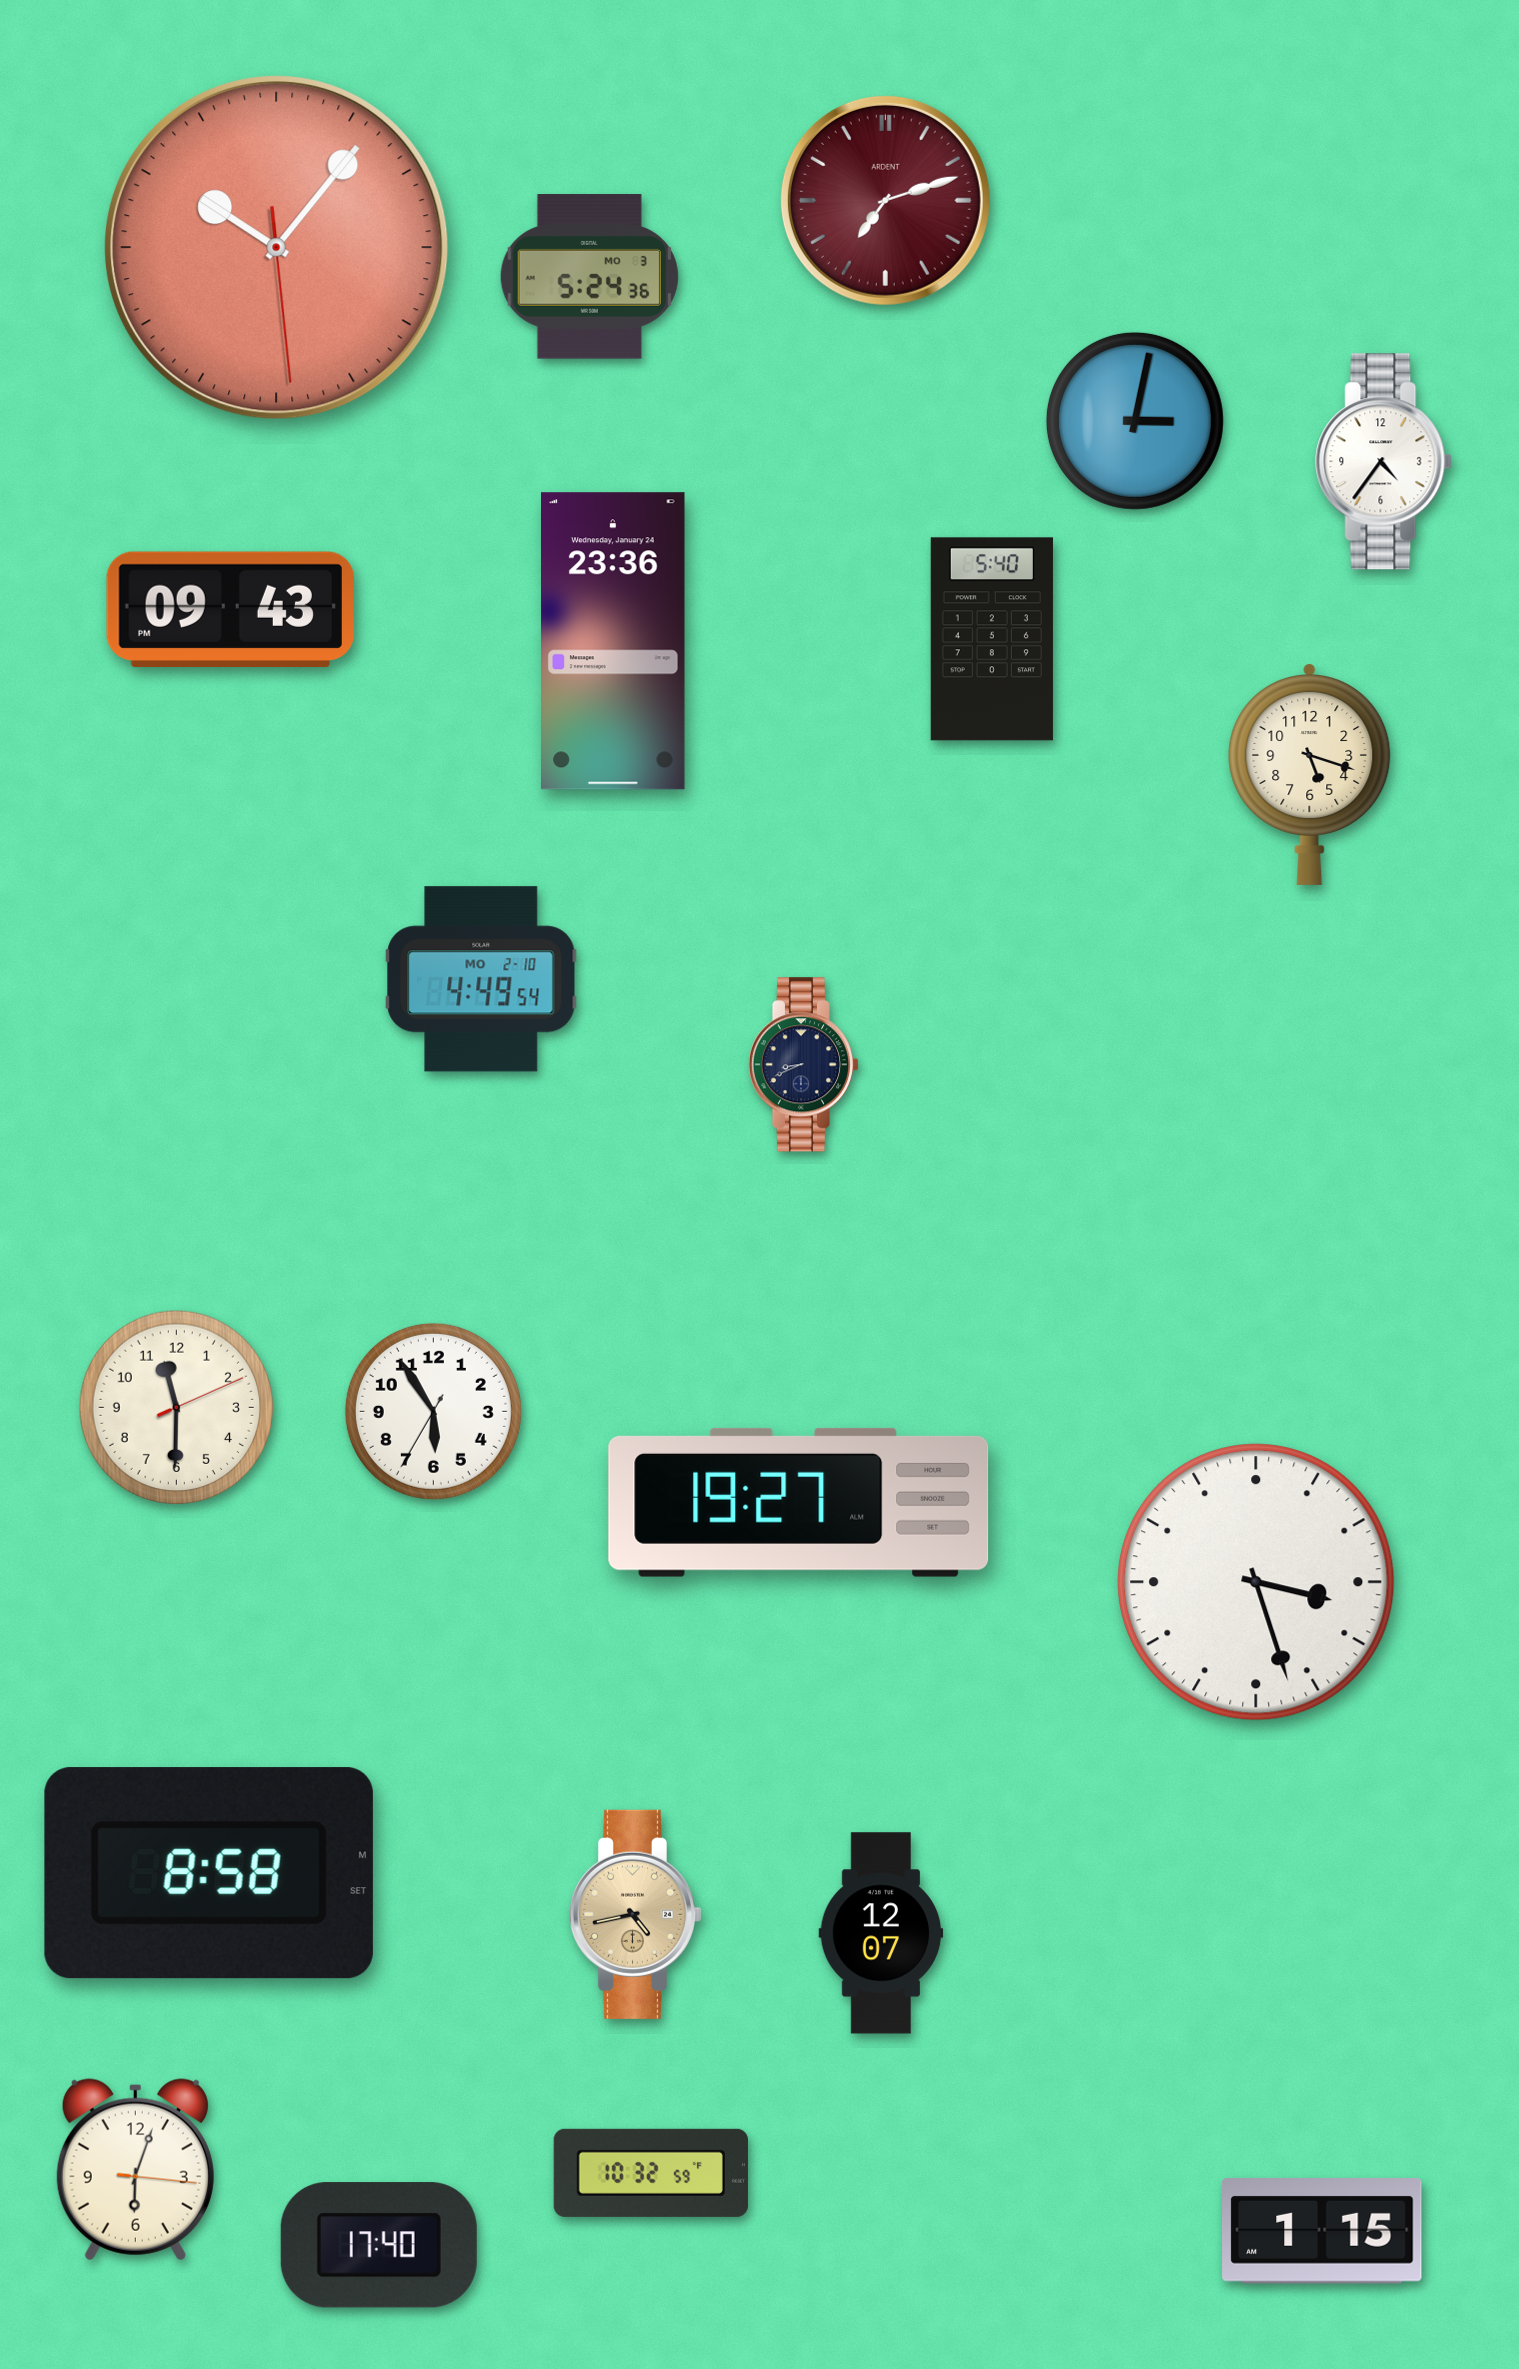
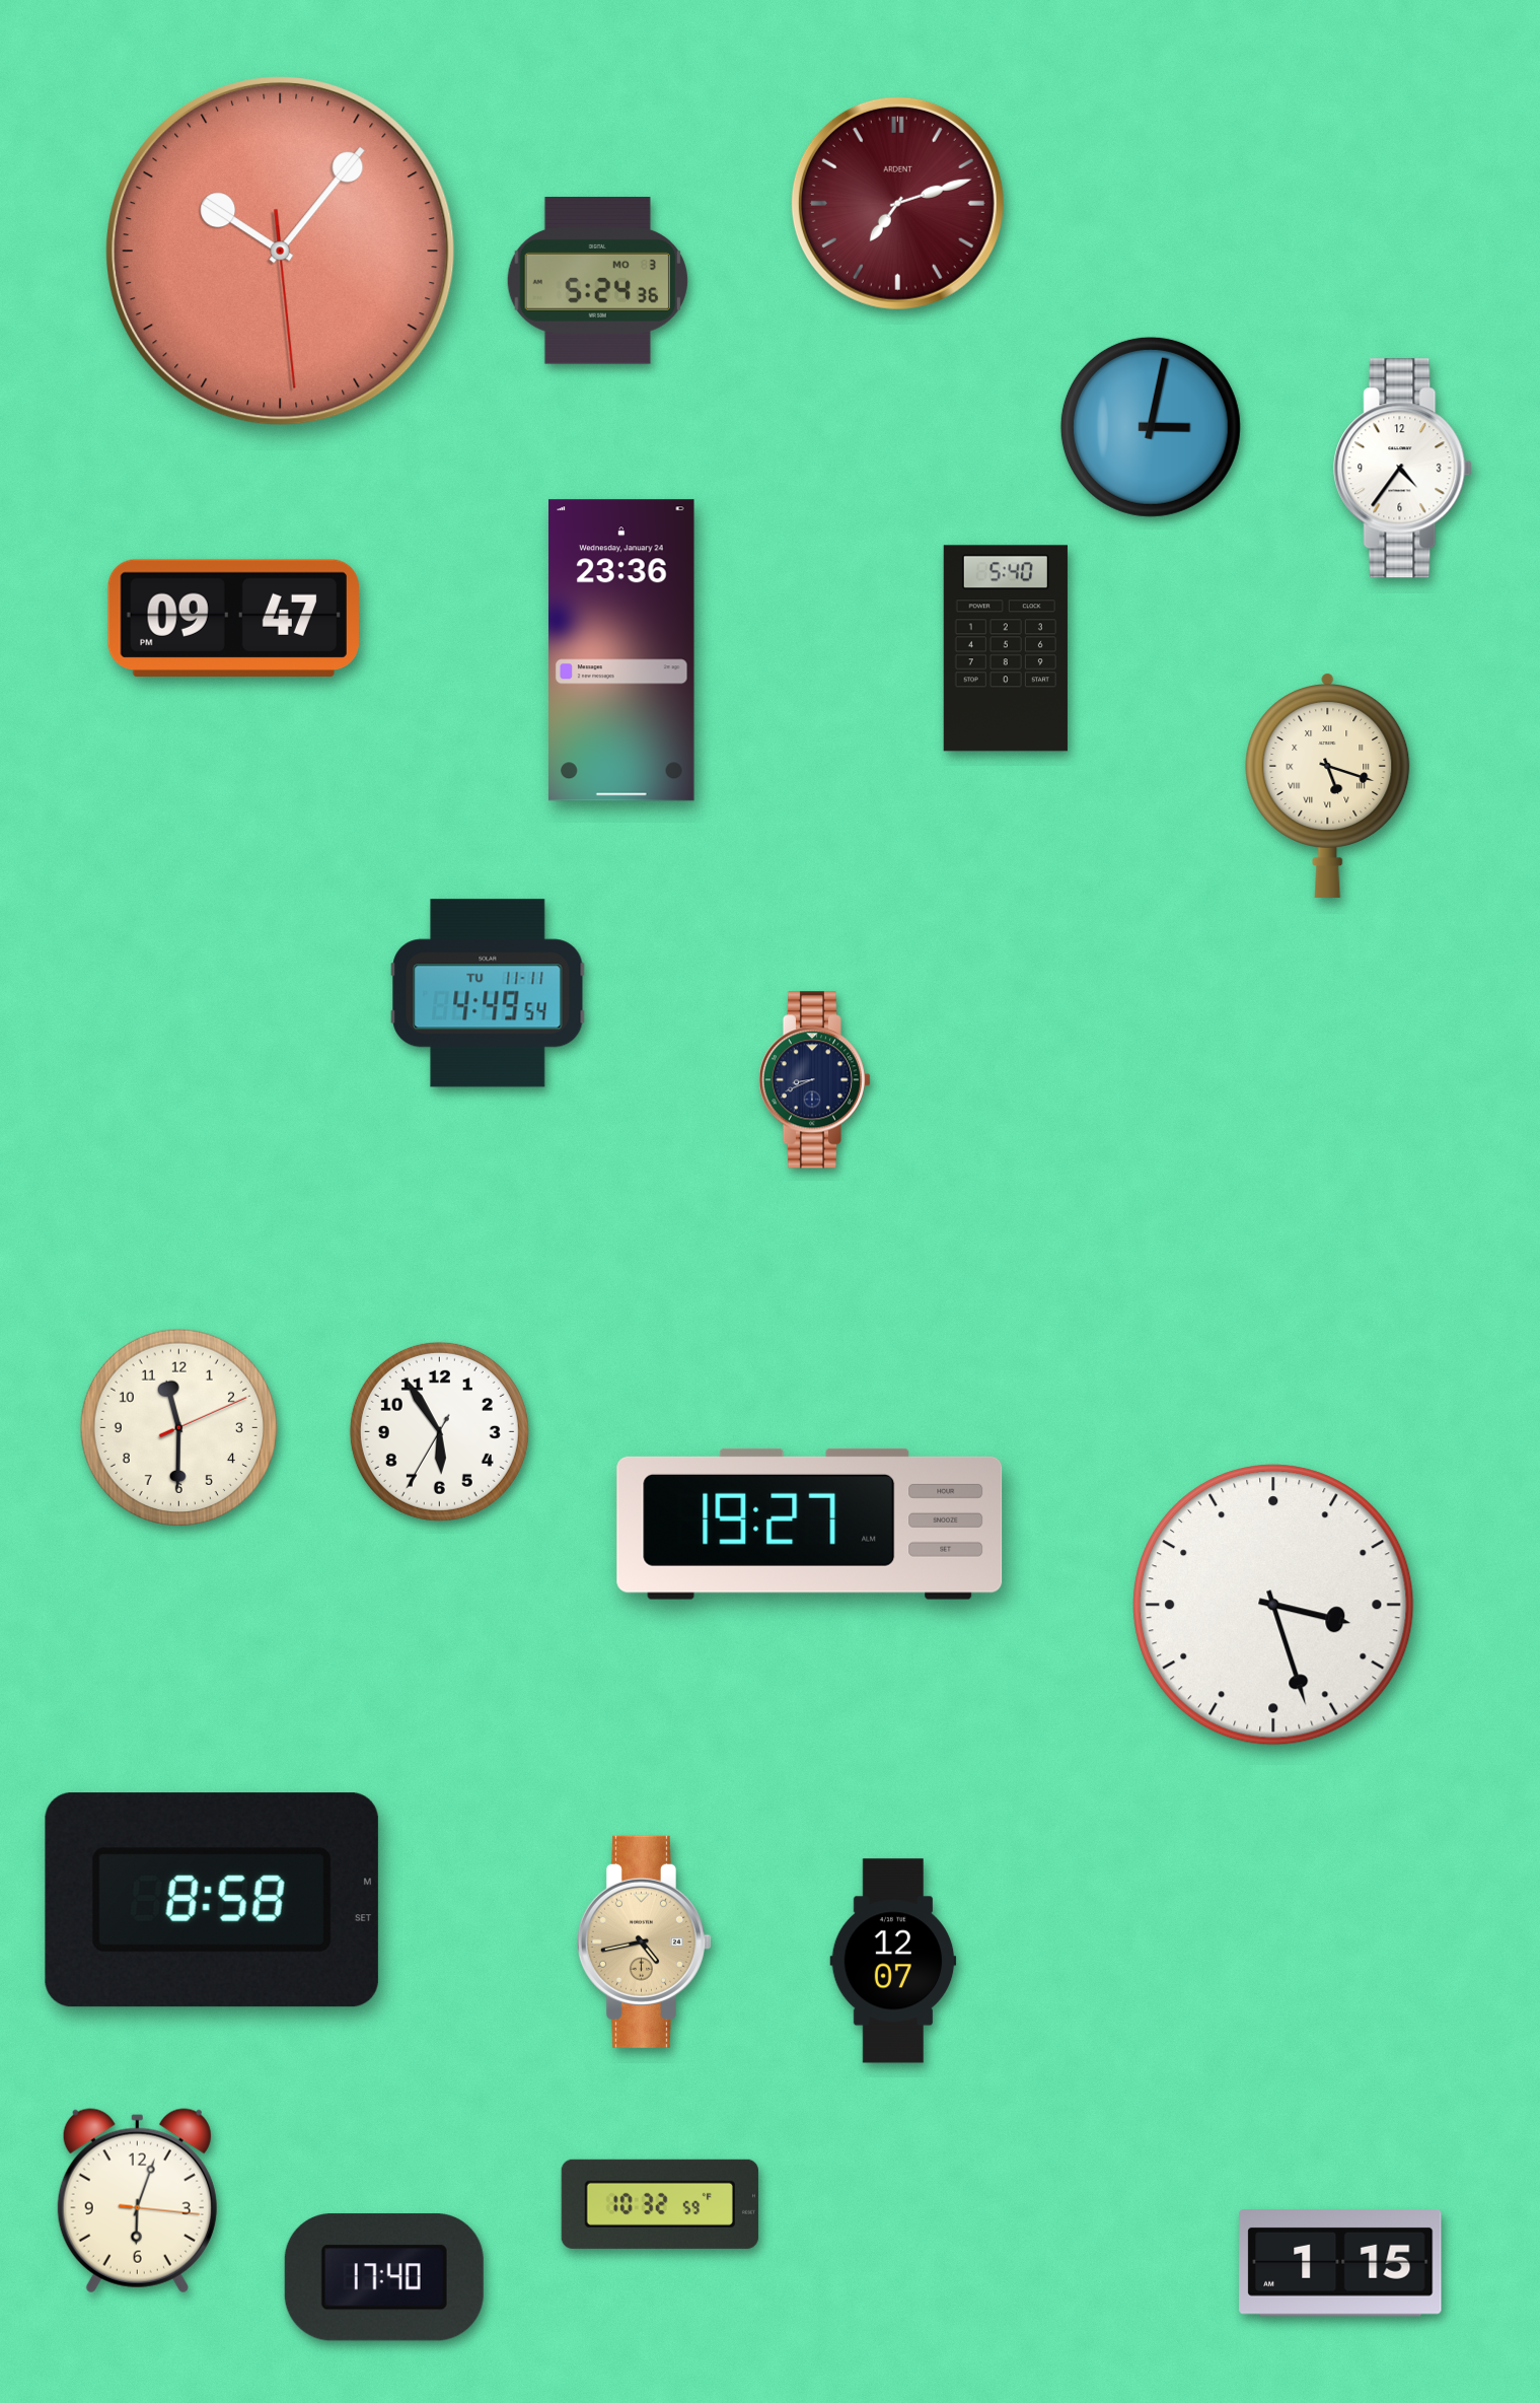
clock at (230, 610): 09:43 -> 09:47
clock at (1310, 774) numerals: Arabic -> Roman
clock at (481, 979) date: MO 2-10 -> TU 11-11
